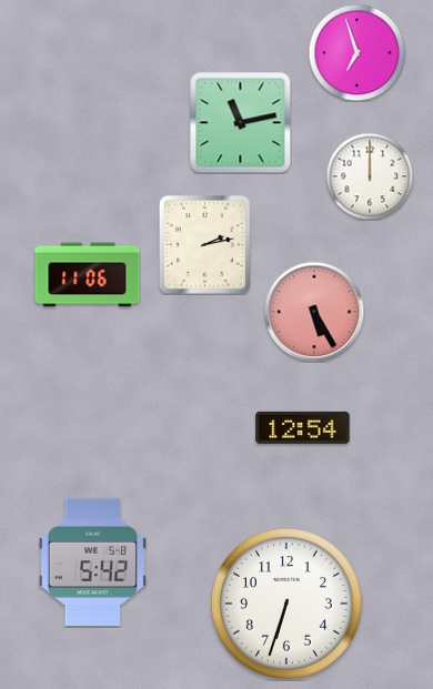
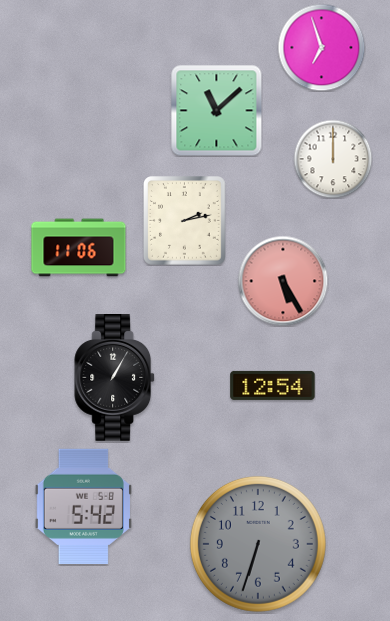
clock at (240, 122): 11:13 -> 11:08
clock at (115, 378): none -> 1:05
clock at (286, 604) dial: white -> grey
